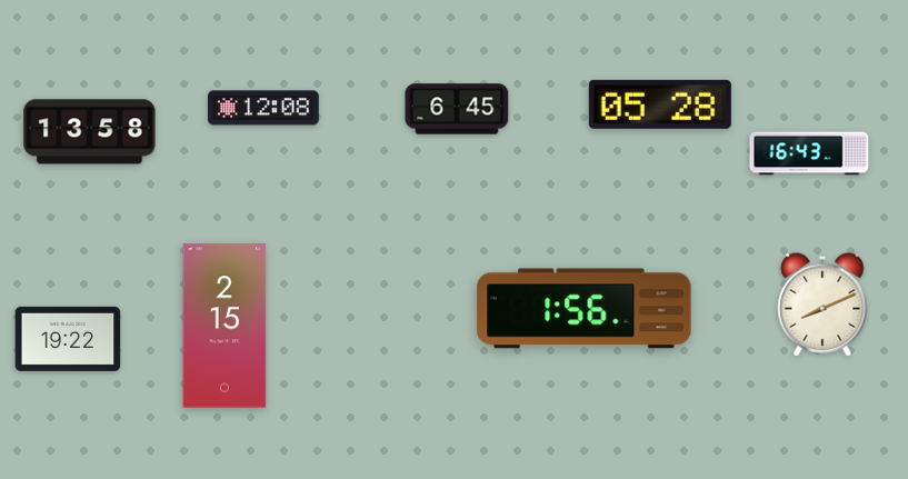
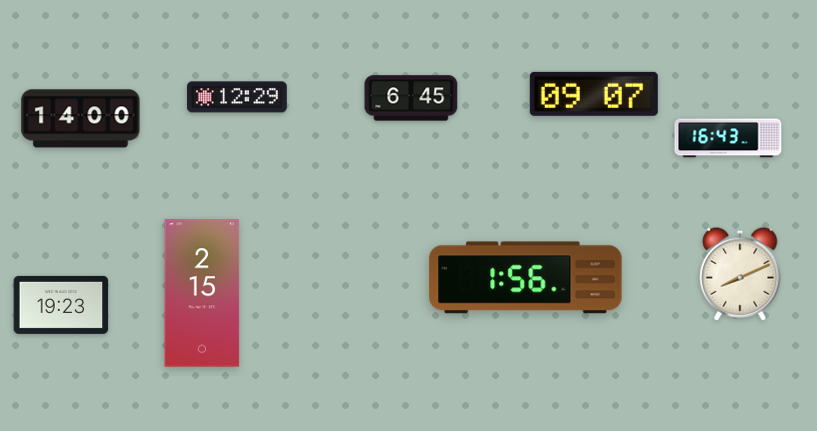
clock at (660, 104): 05:28 -> 09:07
clock at (265, 108): 12:08 -> 12:29
clock at (90, 132): 13:58 -> 14:00
clock at (68, 339): 19:22 -> 19:23
